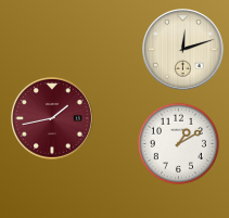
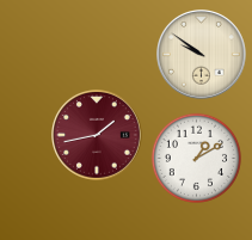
clock at (183, 50): 12:12 -> 9:51
clock at (53, 119) position: (53, 119) -> (98, 136)
